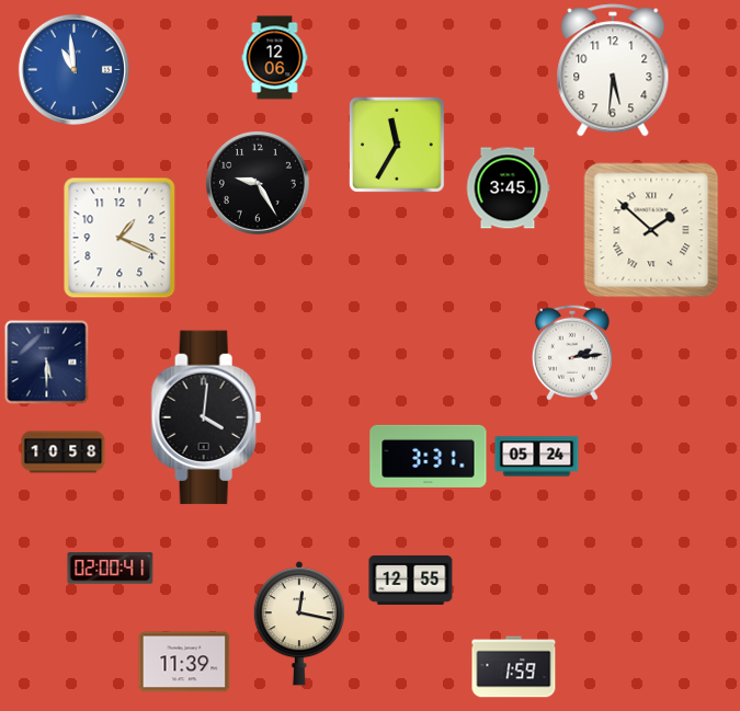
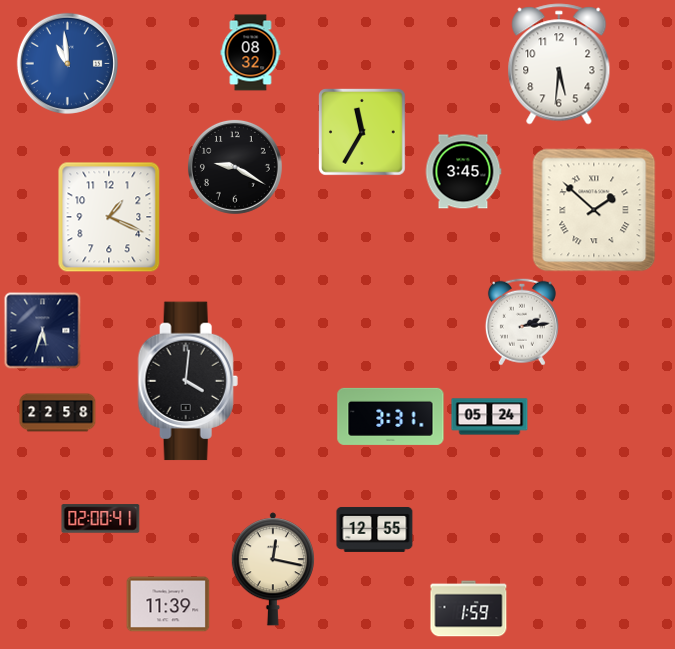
clock at (275, 58): 12:06 -> 08:32
clock at (258, 183): 9:25 -> 9:20
clock at (47, 363): 5:30 -> 5:33
clock at (64, 452): 10:58 -> 22:58
